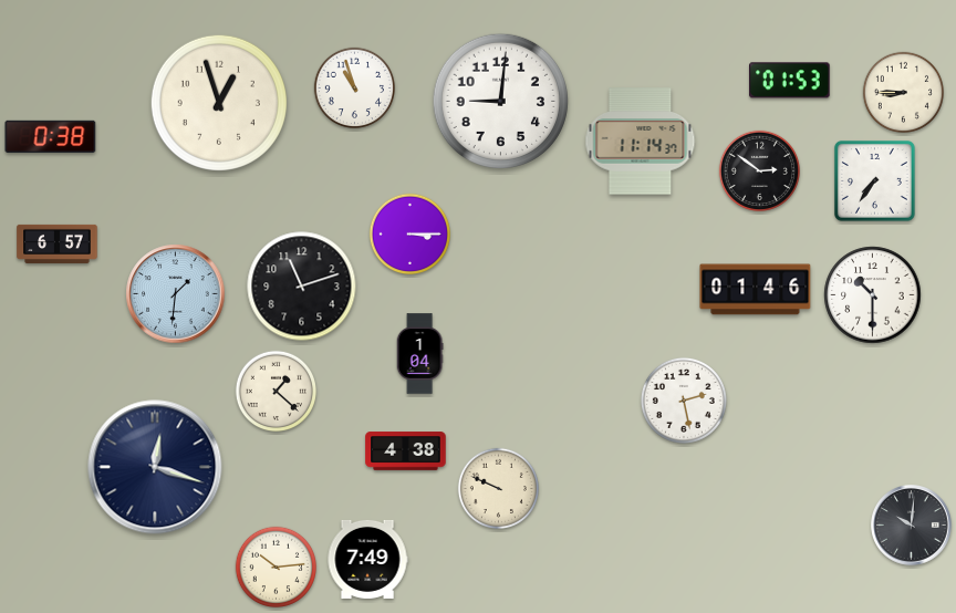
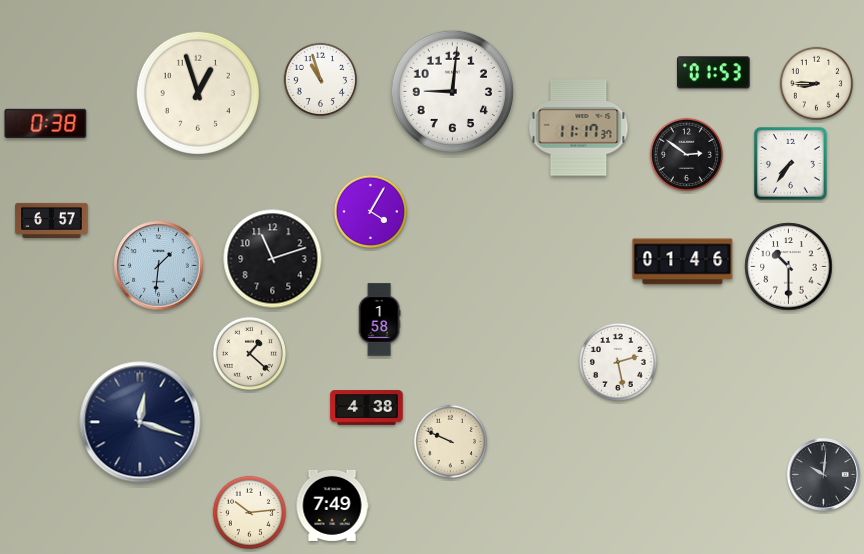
clock at (641, 142): 11:14 -> 11:17
clock at (409, 233): 3:15 -> 4:05
clock at (419, 354): 1:04 -> 1:58
